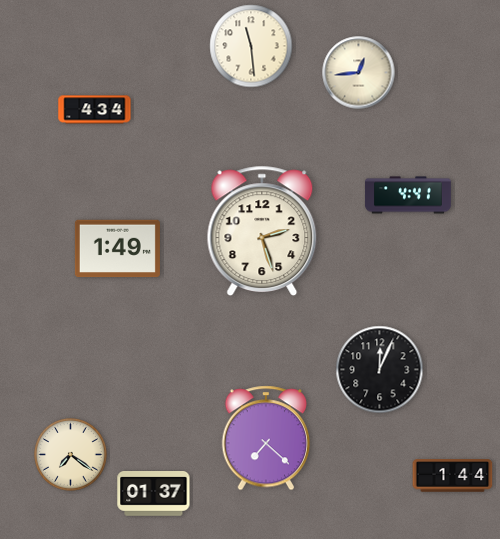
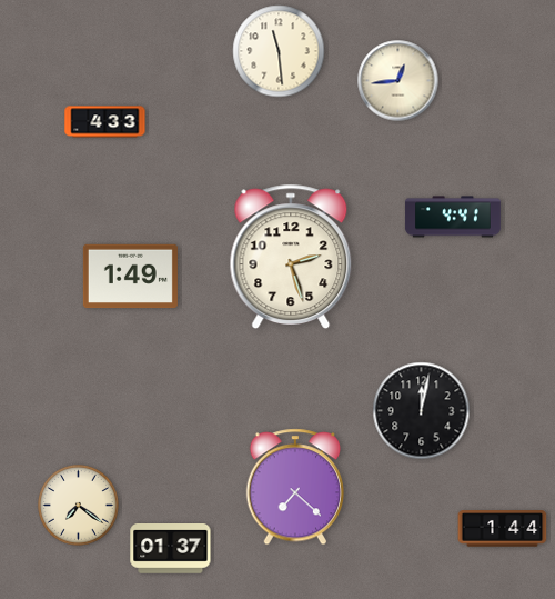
clock at (95, 110): 4:34 -> 4:33
clock at (380, 370): 12:04 -> 12:02
